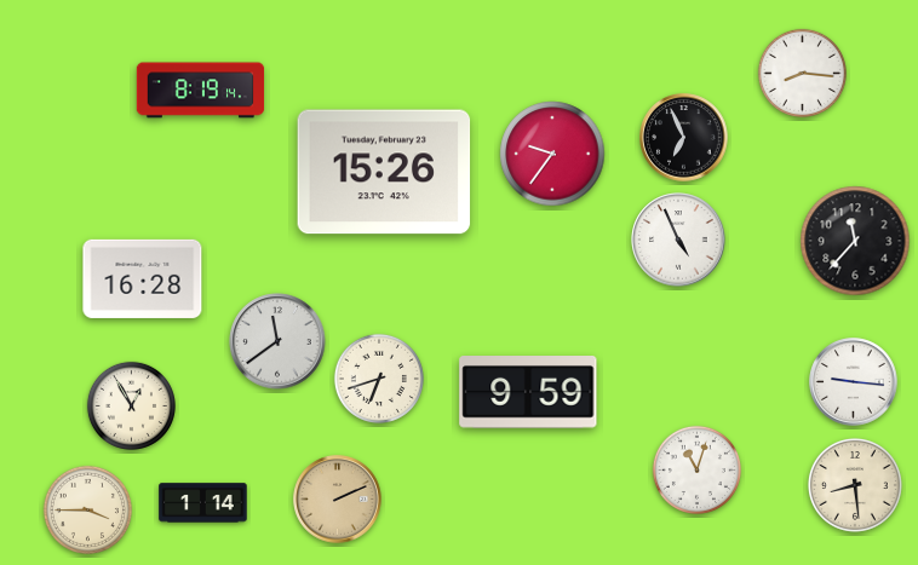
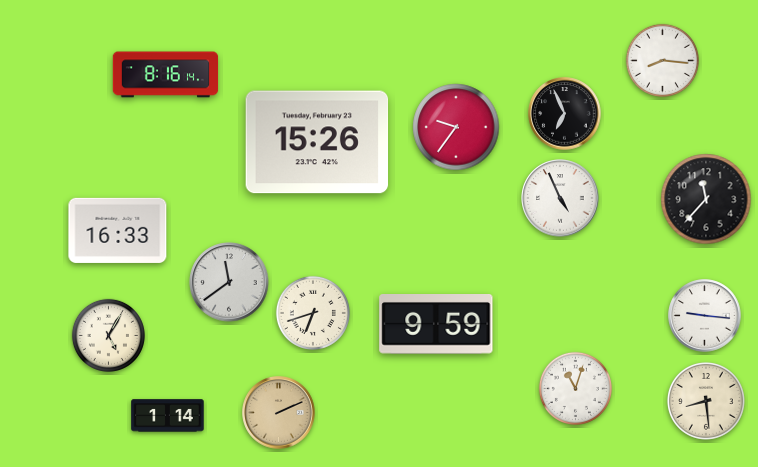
clock at (201, 91): 8:19 -> 8:16
clock at (143, 278): 16:28 -> 16:33
clock at (131, 405): 12:55 -> 5:05
clock at (87, 509): 3:45 -> none
